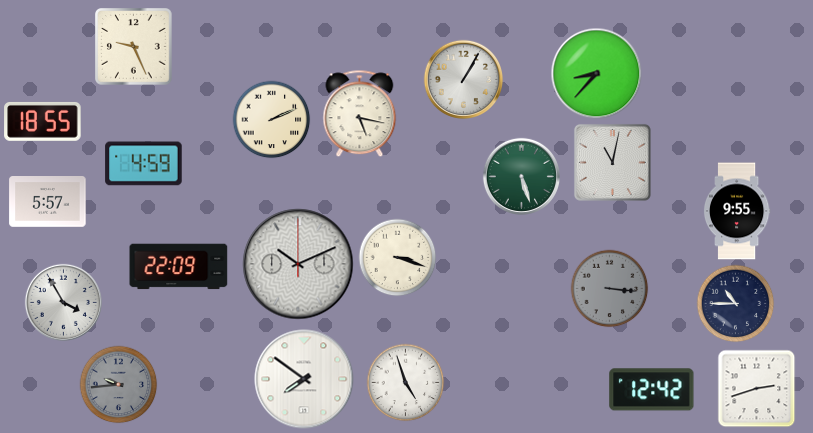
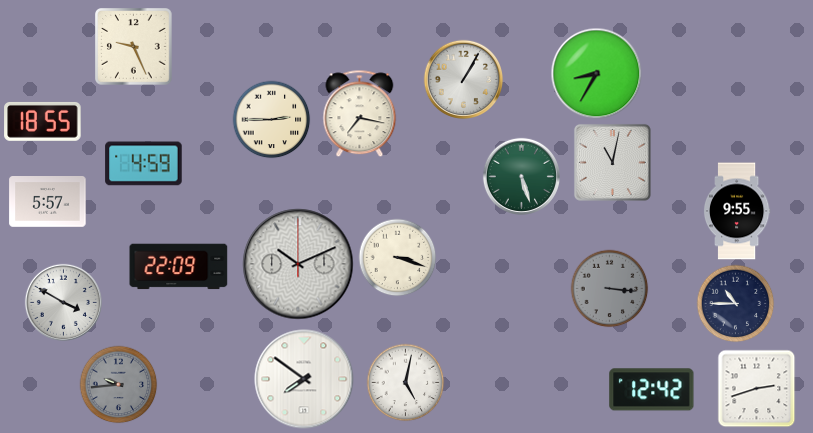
clock at (596, 73): 8:37 -> 8:35
clock at (360, 113): 5:17 -> 7:17
clock at (271, 119): 2:11 -> 2:45
clock at (63, 302): 3:55 -> 3:50
clock at (405, 382): 4:57 -> 5:02
